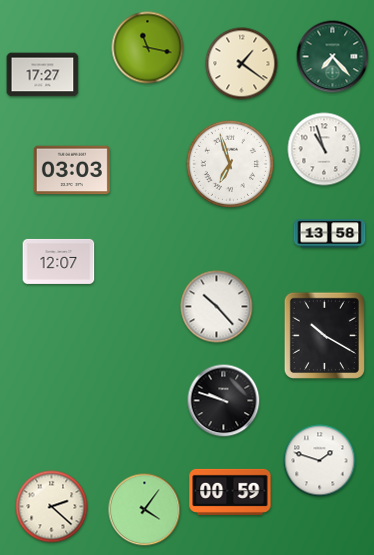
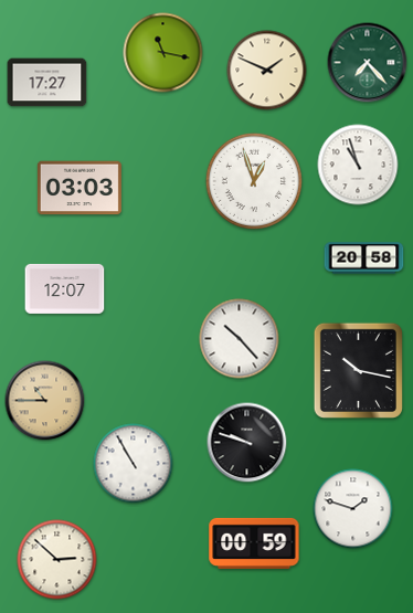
clock at (242, 64): 1:21 -> 1:49
clock at (229, 163): 6:57 -> 12:57
clock at (330, 234): 13:58 -> 20:58
clock at (324, 335): 10:20 -> 10:17
clock at (45, 401): none -> 10:45
clock at (134, 464): none -> 10:55
clock at (52, 507): 2:22 -> 2:52
clock at (145, 510): 4:06 -> none
